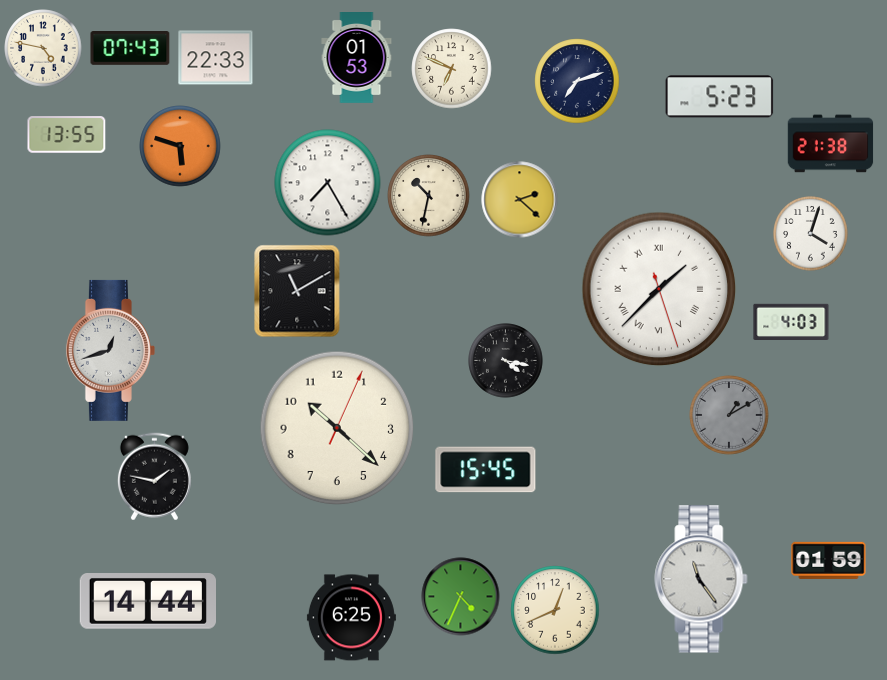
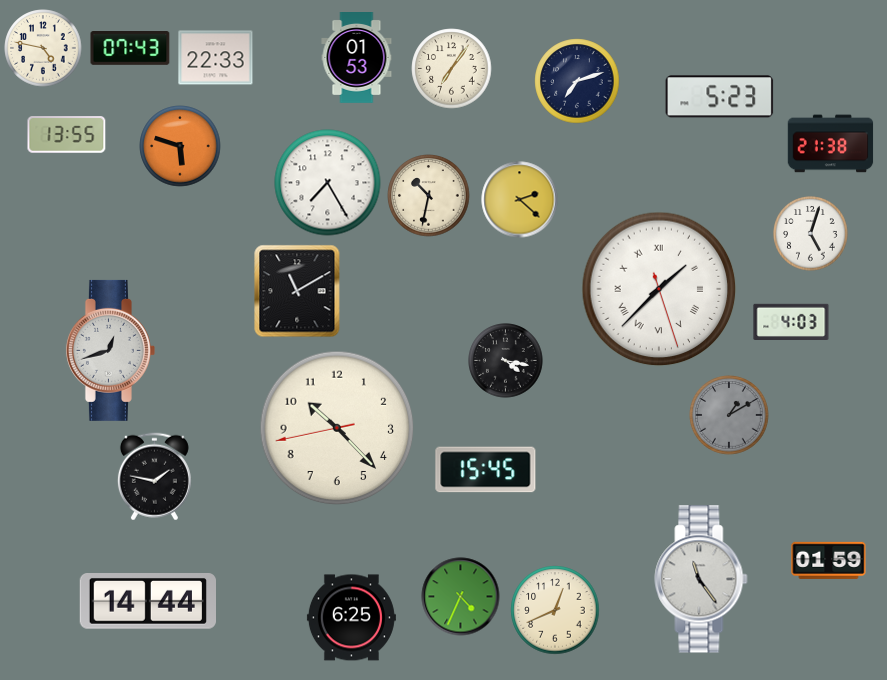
clock at (452, 69): 6:49 -> 7:06
clock at (811, 234): 4:03 -> 5:03
clock at (337, 428): 10:22:04 -> 10:22:43
